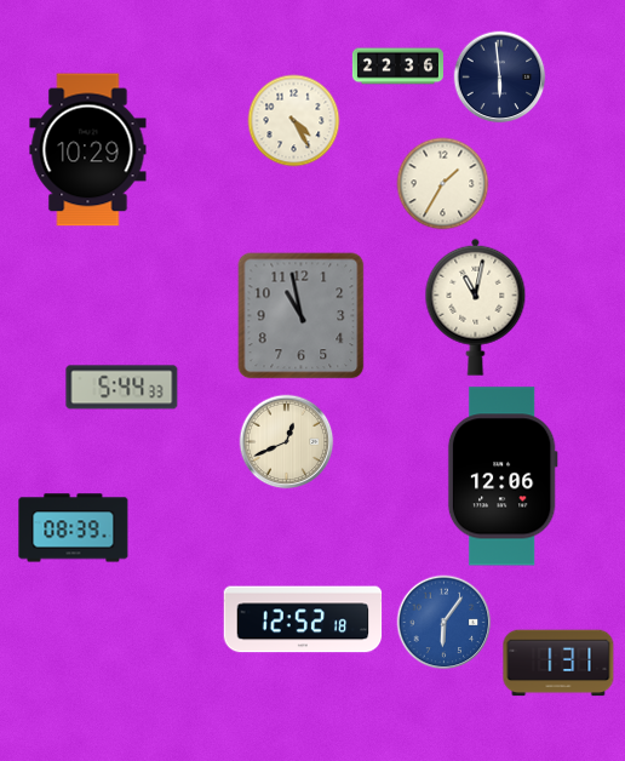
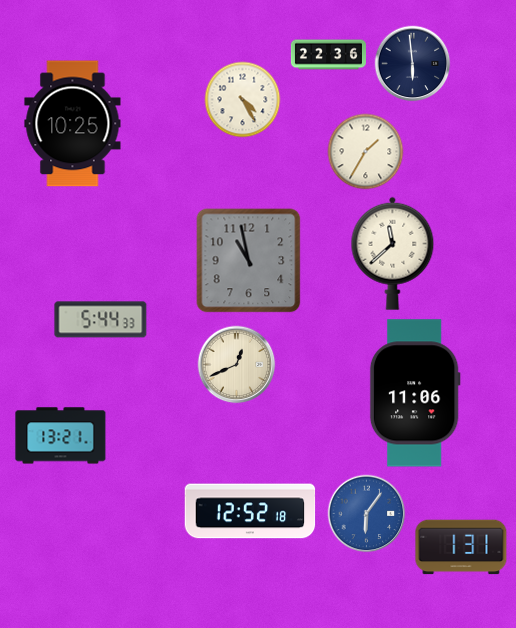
clock at (88, 150): 10:29 -> 10:25
clock at (476, 307): 11:02 -> 11:38
clock at (503, 476): 12:06 -> 11:06
clock at (74, 528): 08:39 -> 13:21
